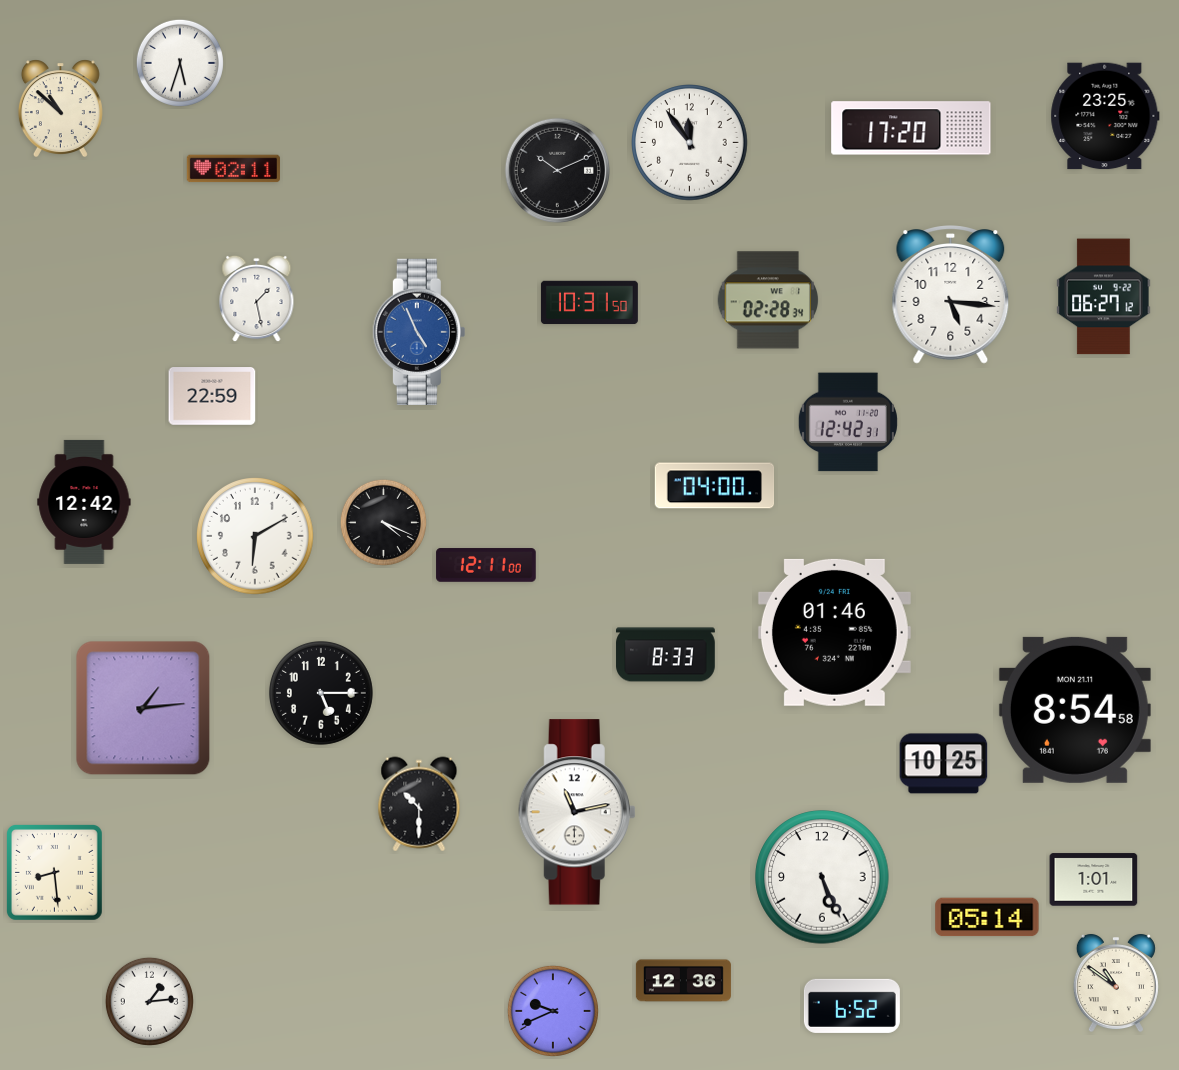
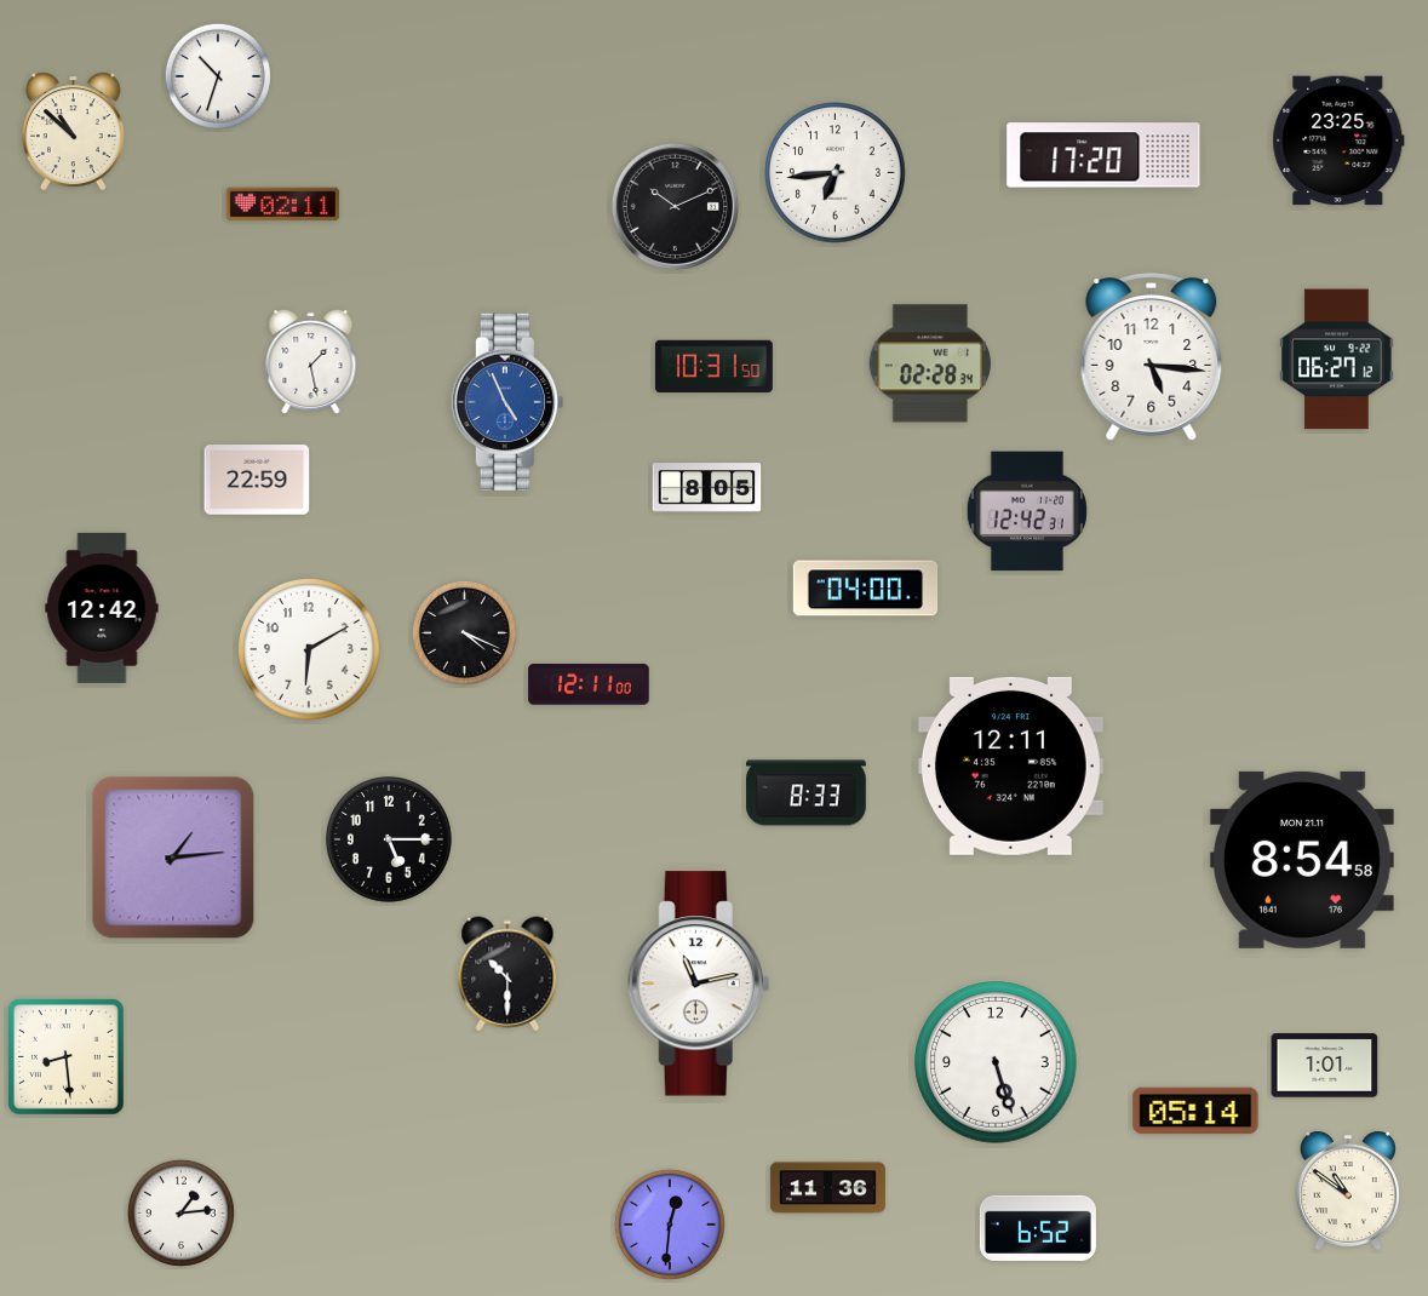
clock at (180, 63): 5:33 -> 10:33
clock at (690, 143): 11:54 -> 6:44
clock at (707, 488): none -> 8:05
clock at (834, 632): 01:46 -> 12:11
clock at (944, 764): 10:25 -> none
clock at (822, 877): 5:26 -> 5:27
clock at (683, 981): 12:36 -> 11:36
clock at (1116, 983) position: (1116, 983) -> (1348, 1191)
clock at (852, 1006) position: (852, 1006) -> (1038, 1228)
clock at (553, 1011): 9:41 -> 12:31
